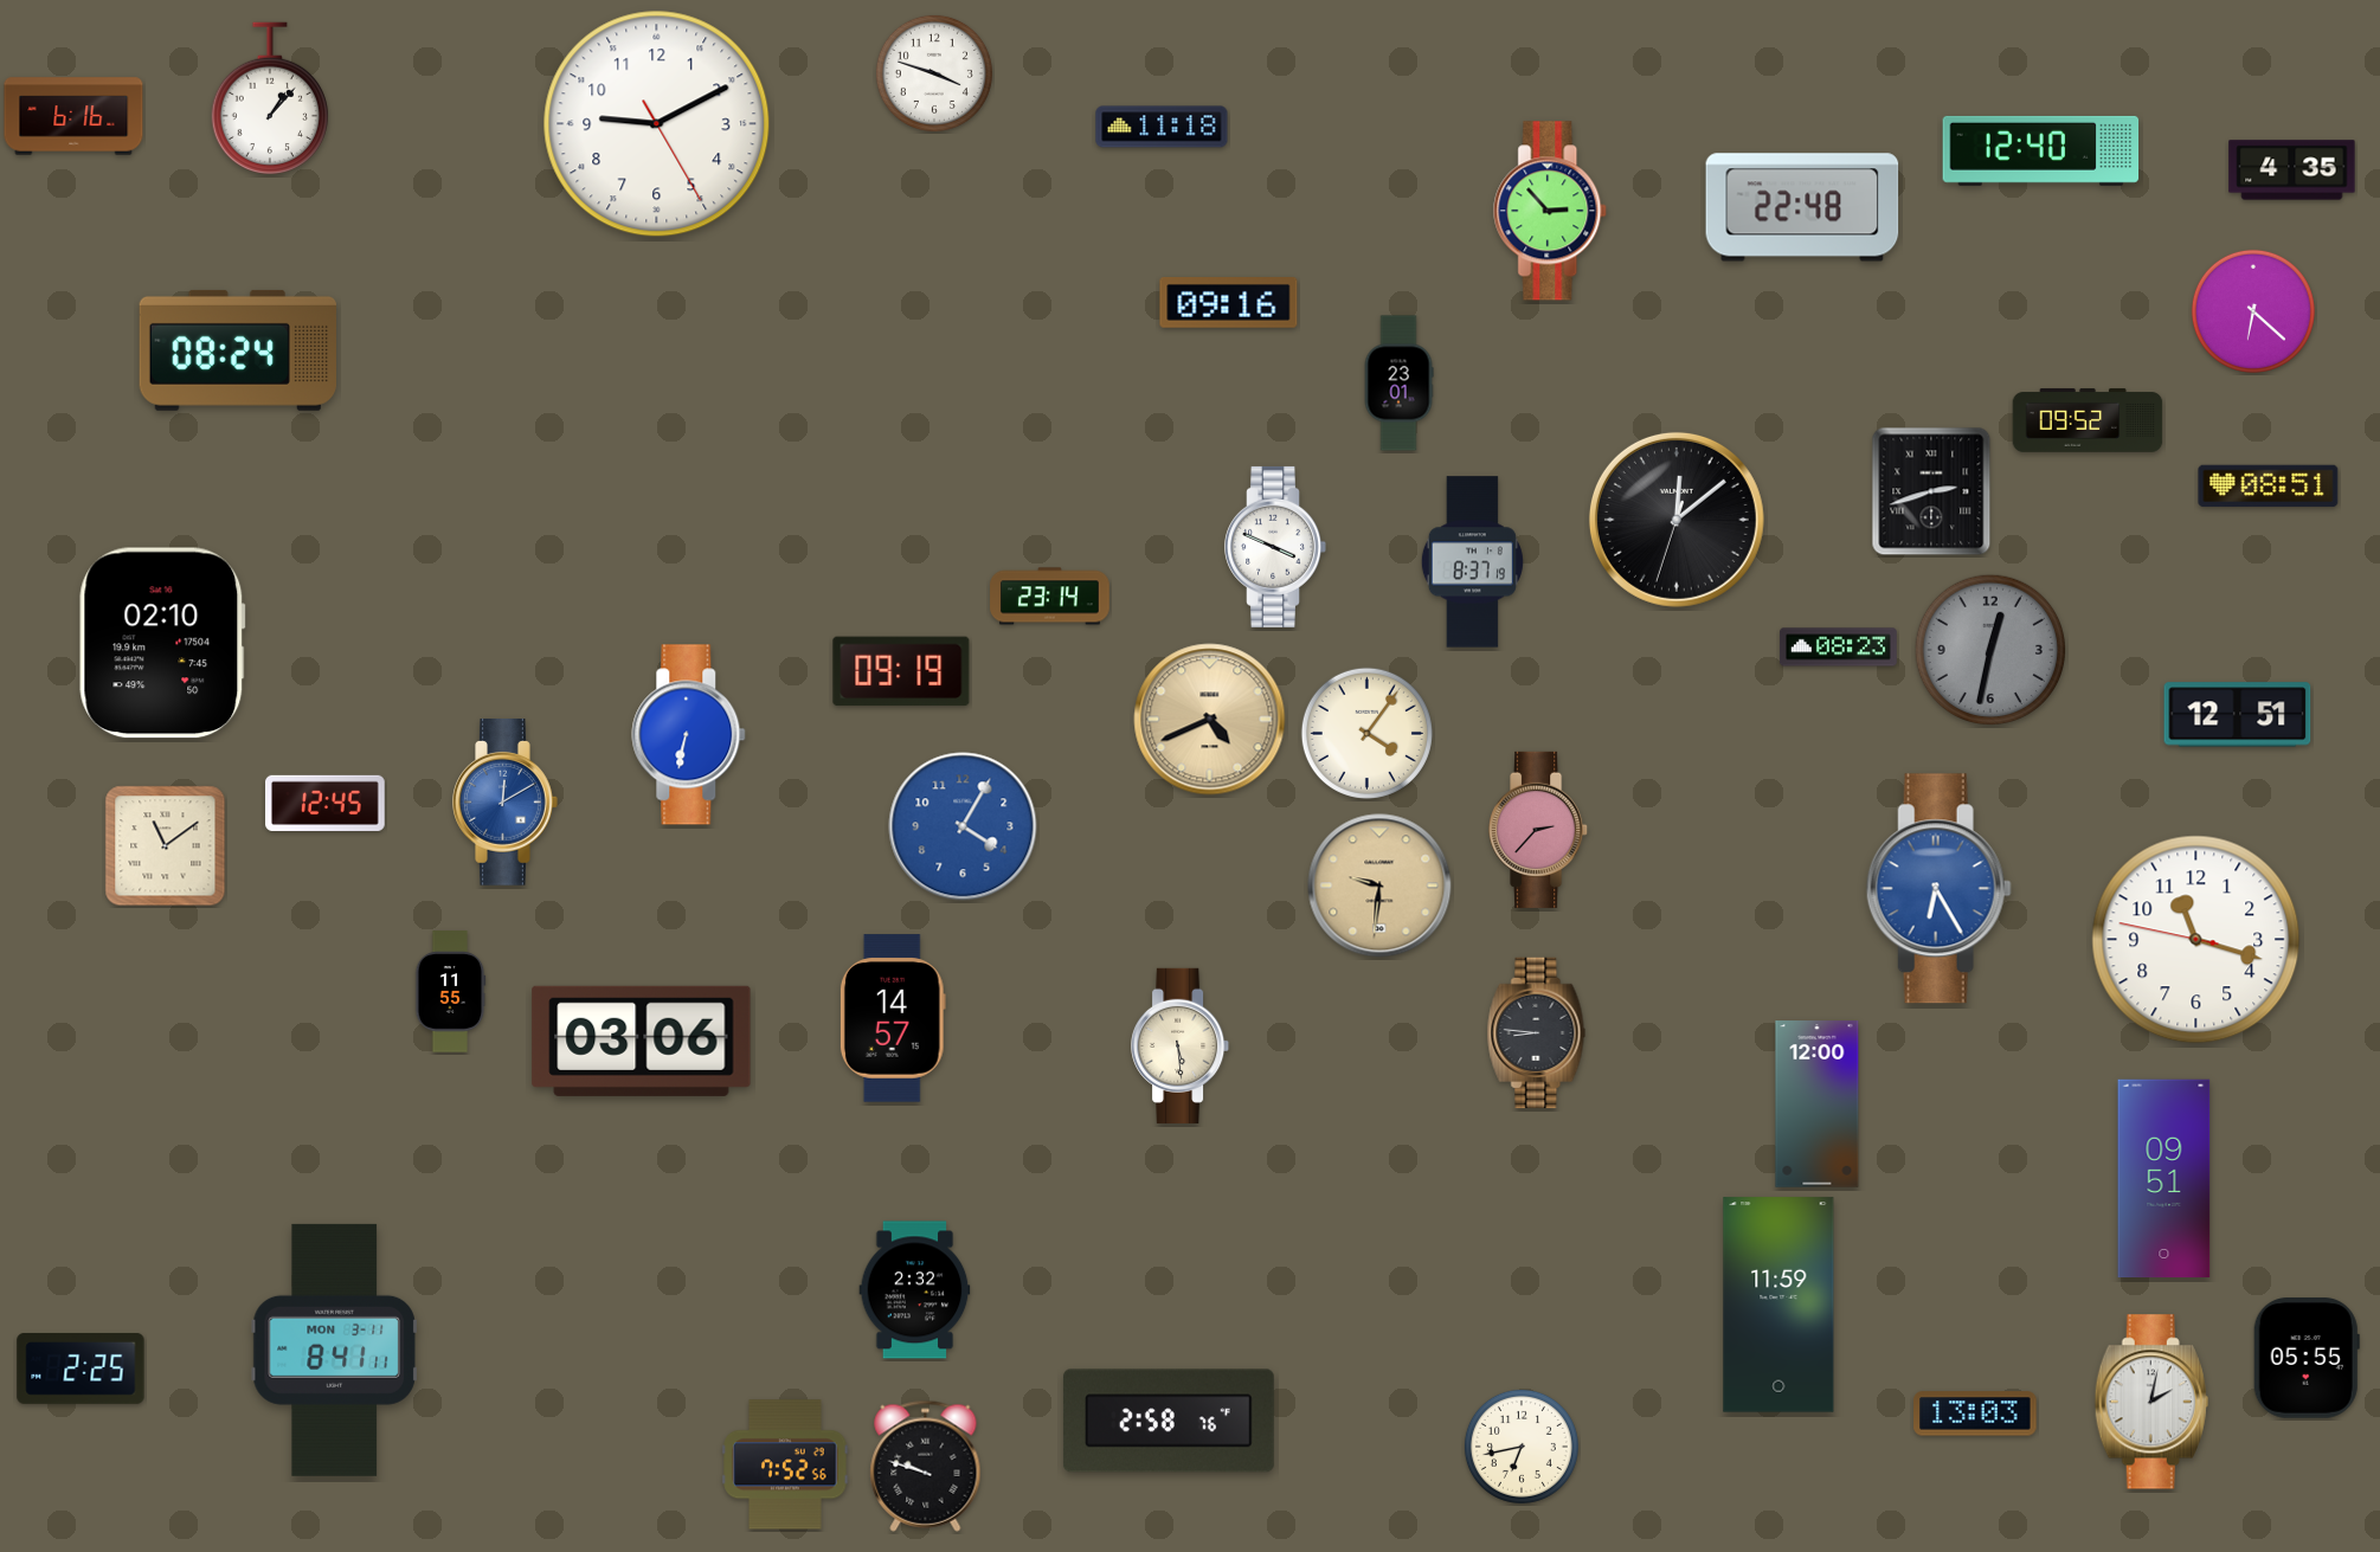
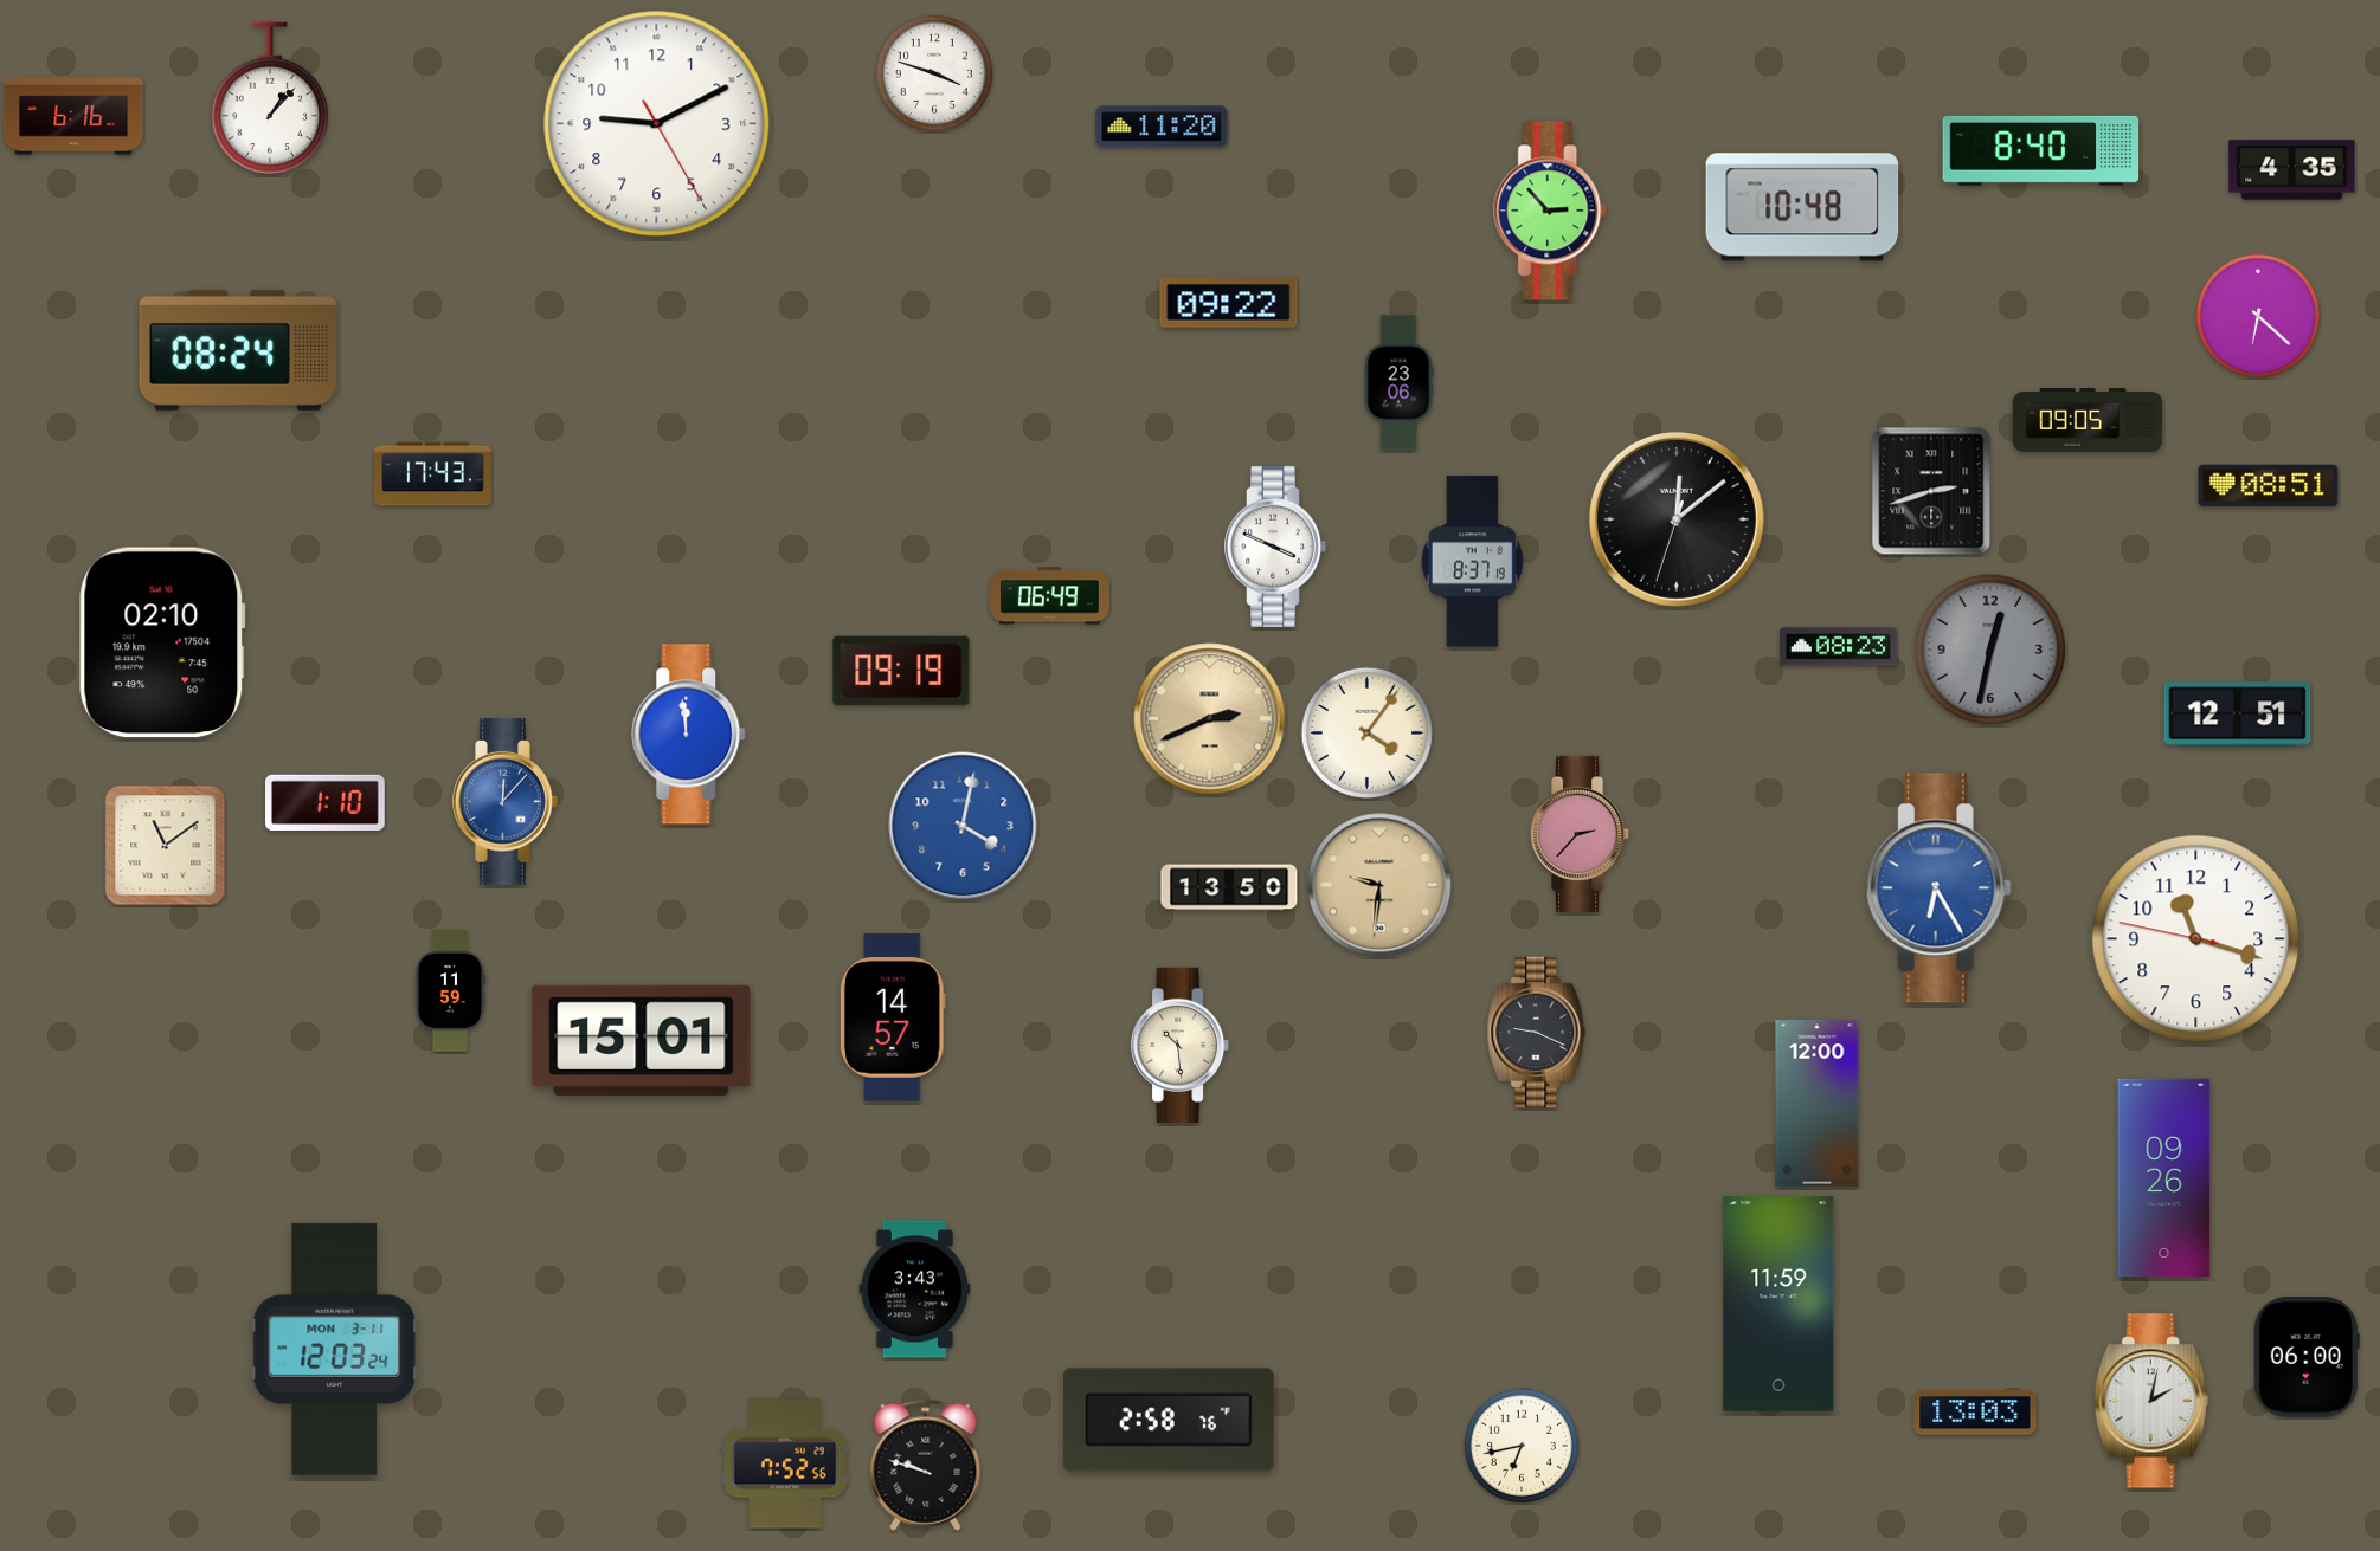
clock at (1162, 127): 11:18 -> 11:20
clock at (2041, 150): 12:40 -> 8:40
clock at (1802, 207): 22:48 -> 10:48
clock at (1229, 303): 09:16 -> 09:22
clock at (2253, 311) position: (2253, 311) -> (2258, 316)
clock at (1398, 384): 23:01 -> 23:06
clock at (2088, 420): 09:52 -> 09:05
clock at (433, 474): none -> 17:43
clock at (1050, 597): 23:14 -> 06:49
clock at (1210, 720): 4:41 -> 2:41
clock at (689, 735): 6:32 -> 11:59
clock at (326, 803): 12:45 -> 1:10
clock at (506, 803): 12:10 -> 12:07
clock at (963, 826): 4:05 -> 4:02
clock at (1539, 830) position: (1539, 830) -> (1581, 834)
clock at (1229, 887): none -> 13:50
clock at (450, 992): 11:55 -> 11:59
clock at (1537, 1033): 8:46 -> 9:19
clock at (642, 1041): 03:06 -> 15:01
clock at (1181, 1045): 5:29 -> 10:29
clock at (2164, 1179): 09:51 -> 09:26
clock at (915, 1290): 2:32 -> 3:43
clock at (334, 1350): 8:41 -> 12:03
clock at (2307, 1358): 05:55 -> 06:00
clock at (81, 1370): 2:25 -> none
